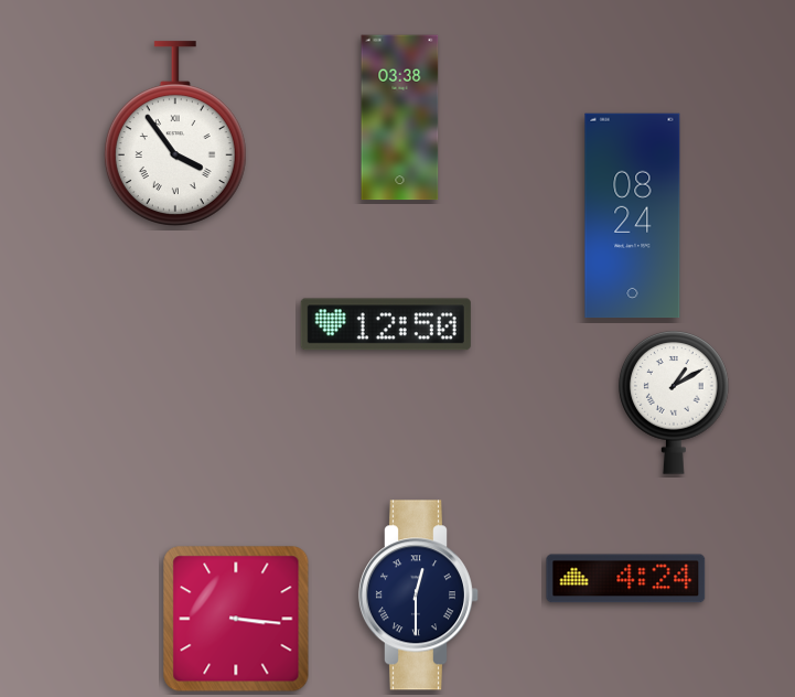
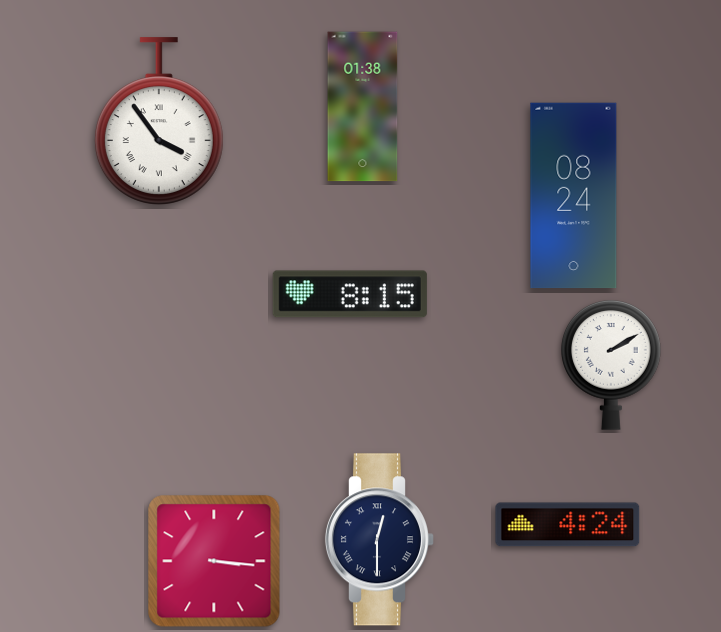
clock at (400, 118): 03:38 -> 01:38
clock at (386, 324): 12:50 -> 8:15
clock at (675, 404): 1:10 -> 2:10
